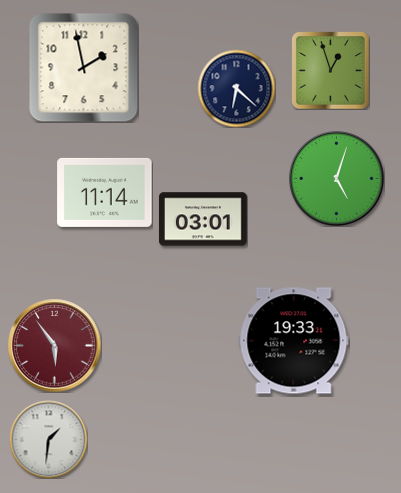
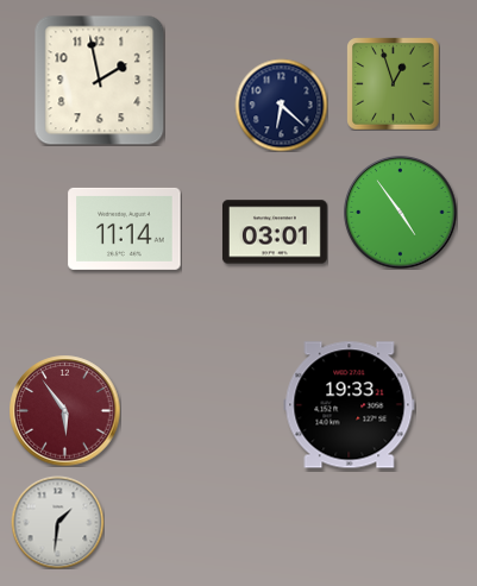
clock at (337, 179): 5:03 -> 4:54
clock at (203, 219) position: (203, 219) -> (275, 232)
